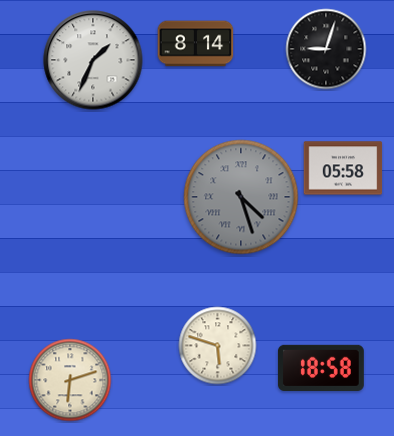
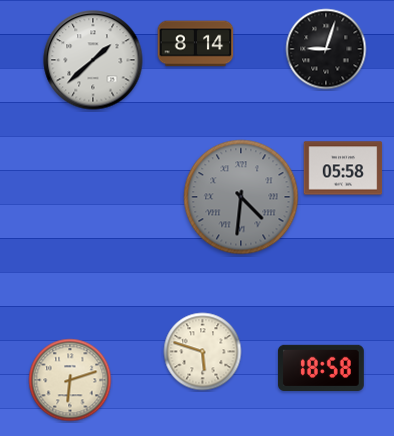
clock at (93, 60): 1:34 -> 1:38
clock at (241, 197): 4:27 -> 4:31
clock at (218, 346) position: (218, 346) -> (203, 352)
